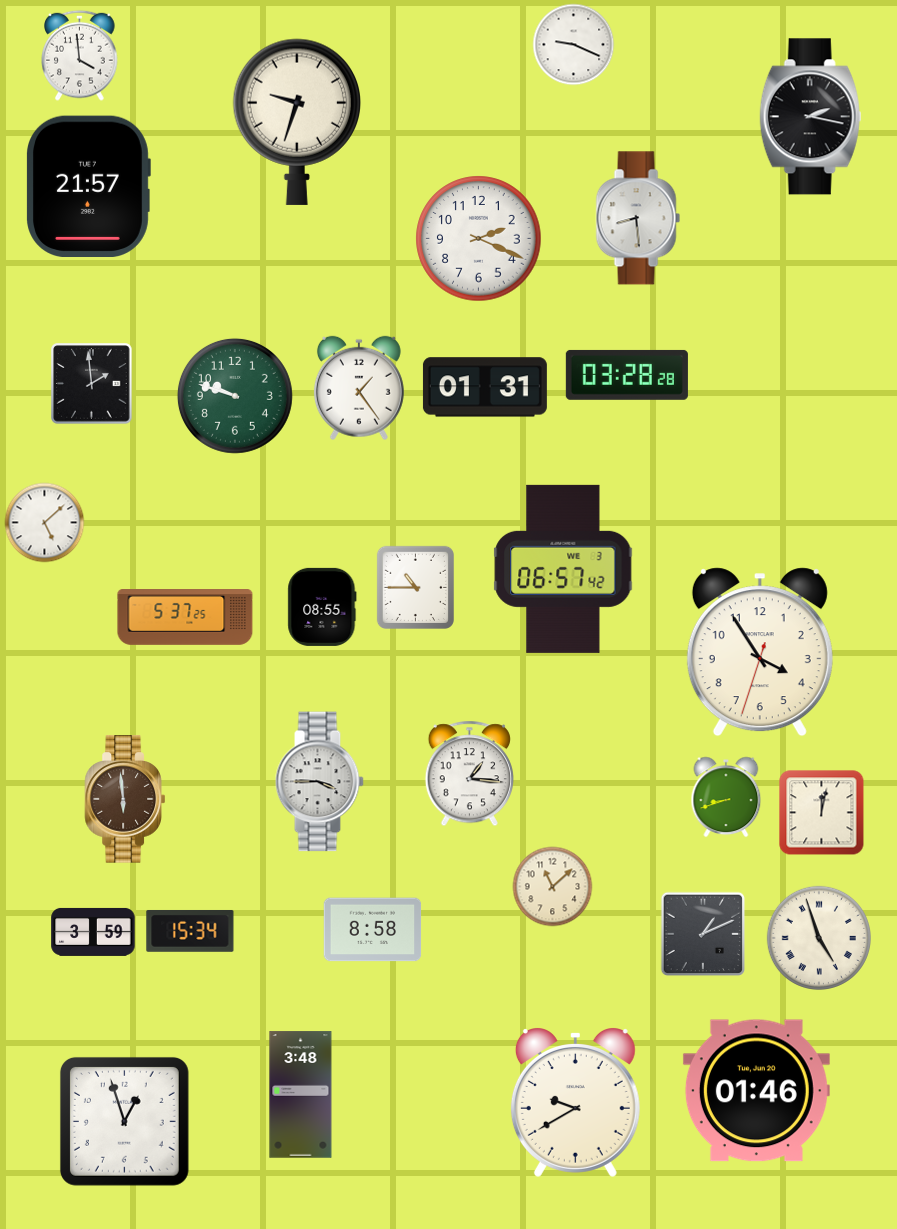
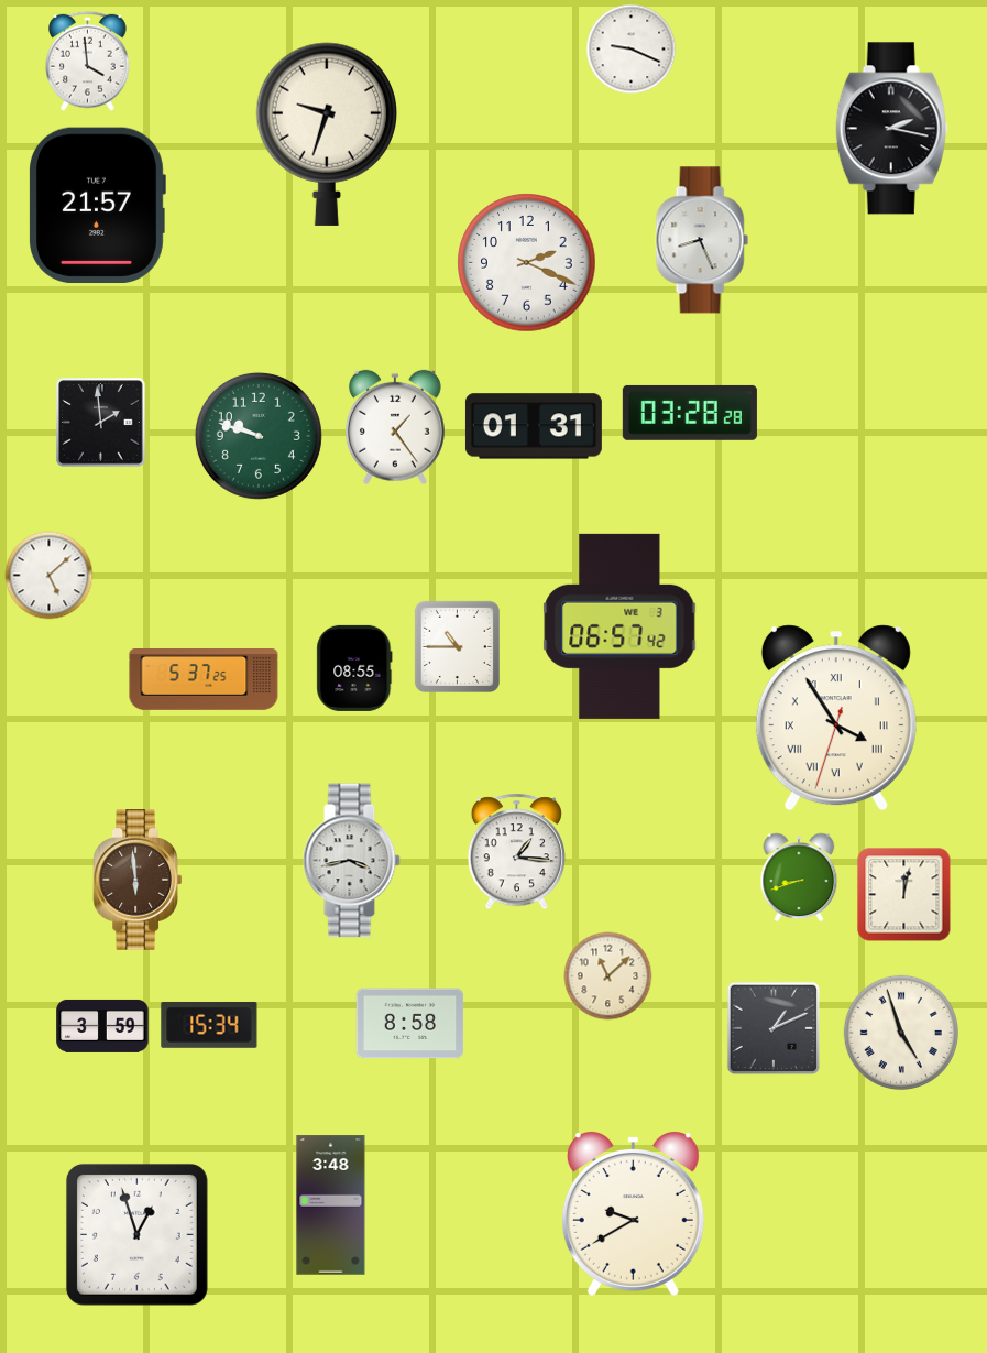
clock at (638, 218): 8:29 -> 8:26
clock at (760, 652) numerals: Arabic -> Roman
clock at (319, 782): 3:45 -> 3:43
clock at (756, 1091): 01:46 -> none
